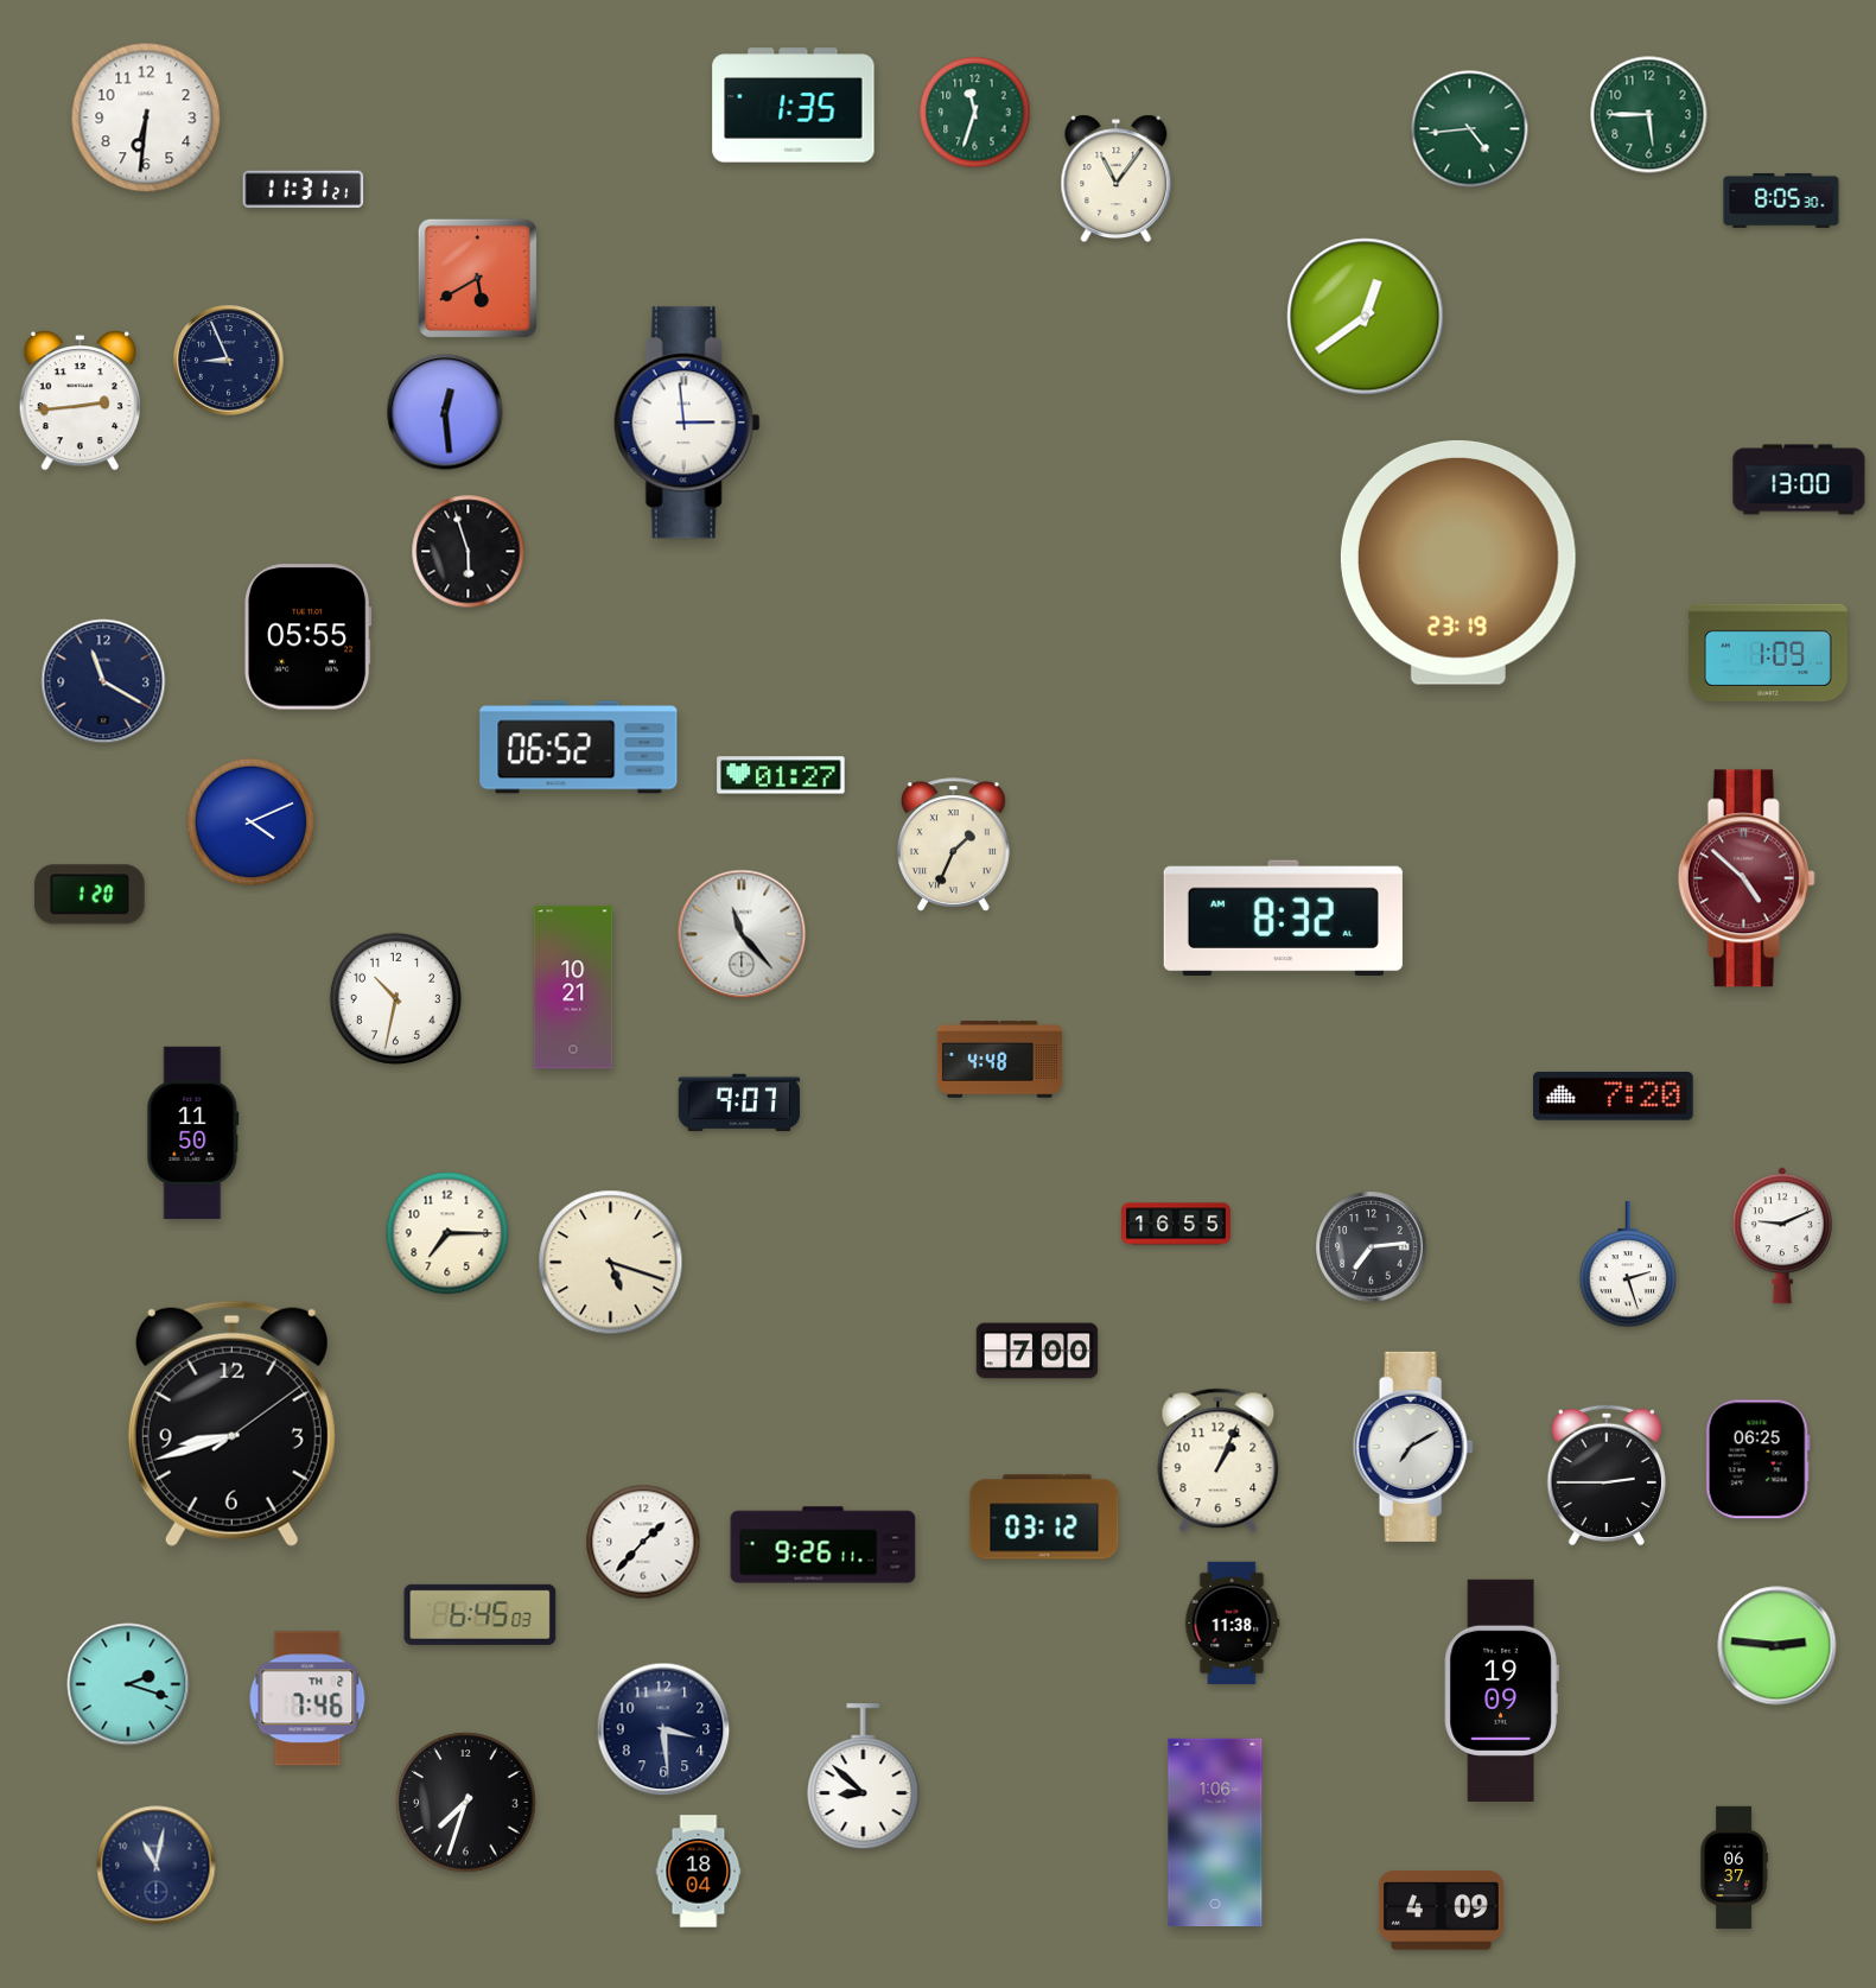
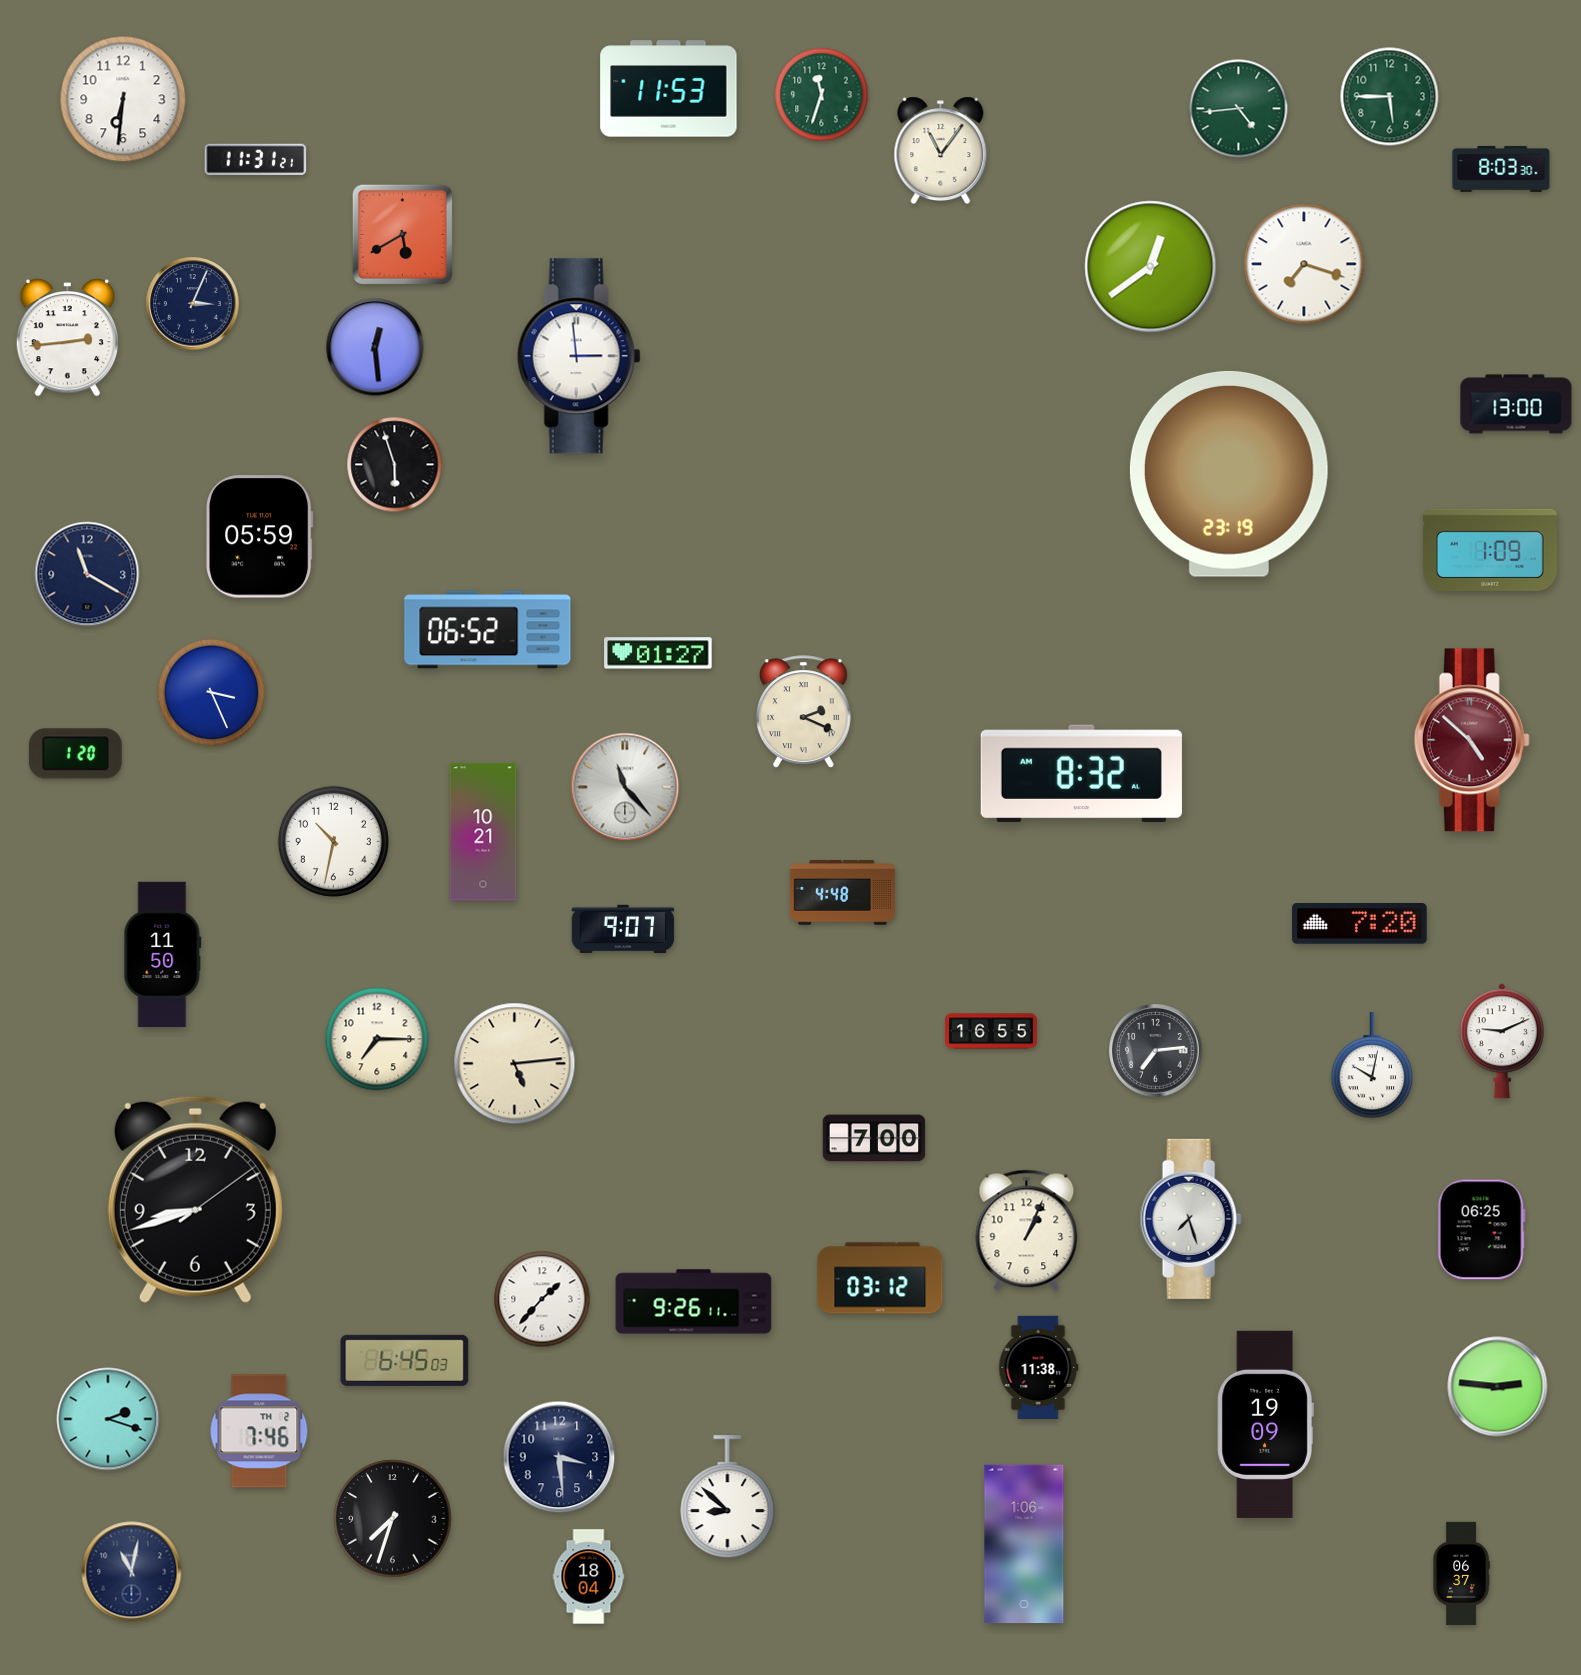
clock at (794, 106): 1:35 -> 11:53
clock at (1781, 201): 8:05 -> 8:03
clock at (1304, 264): none -> 7:18
clock at (229, 361): 8:56 -> 3:04
clock at (309, 637): 05:55 -> 05:59
clock at (252, 822): 4:11 -> 3:26
clock at (954, 845): 1:34 -> 2:19
clock at (611, 1263): 5:18 -> 5:14
clock at (1628, 1264): 2:27 -> 10:02
clock at (1413, 1447): 7:10 -> 7:27
clock at (1605, 1475): 2:45 -> none
clock at (1441, 1911): 4:09 -> none
